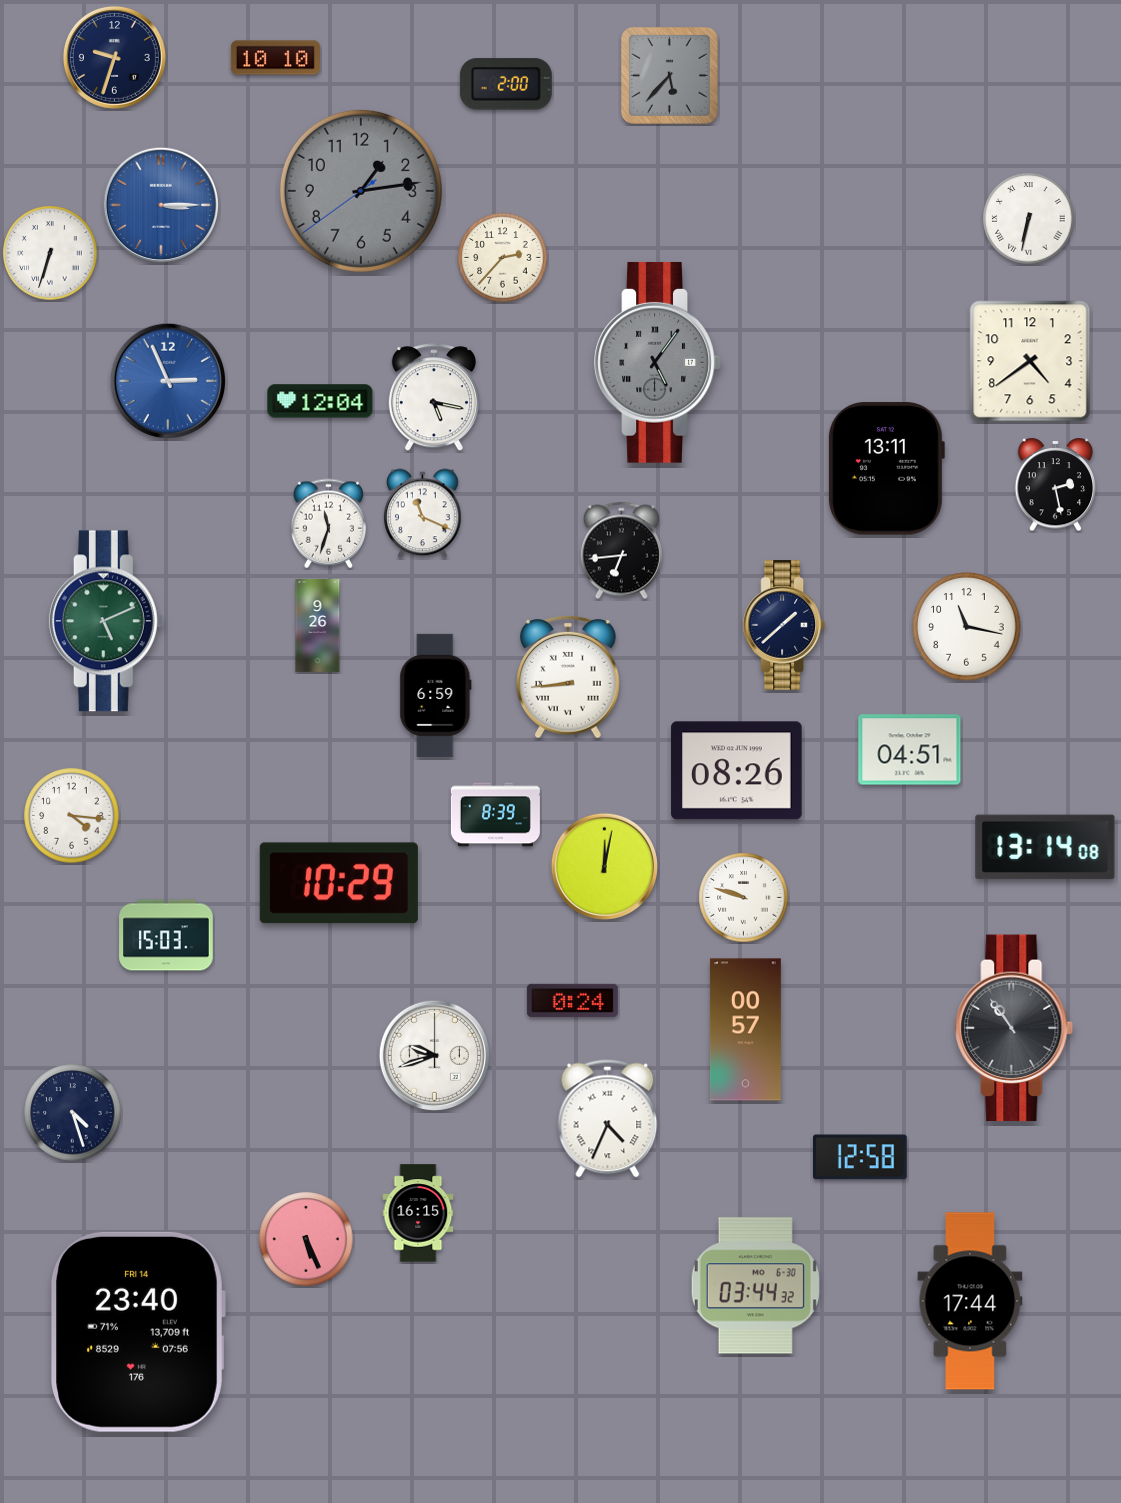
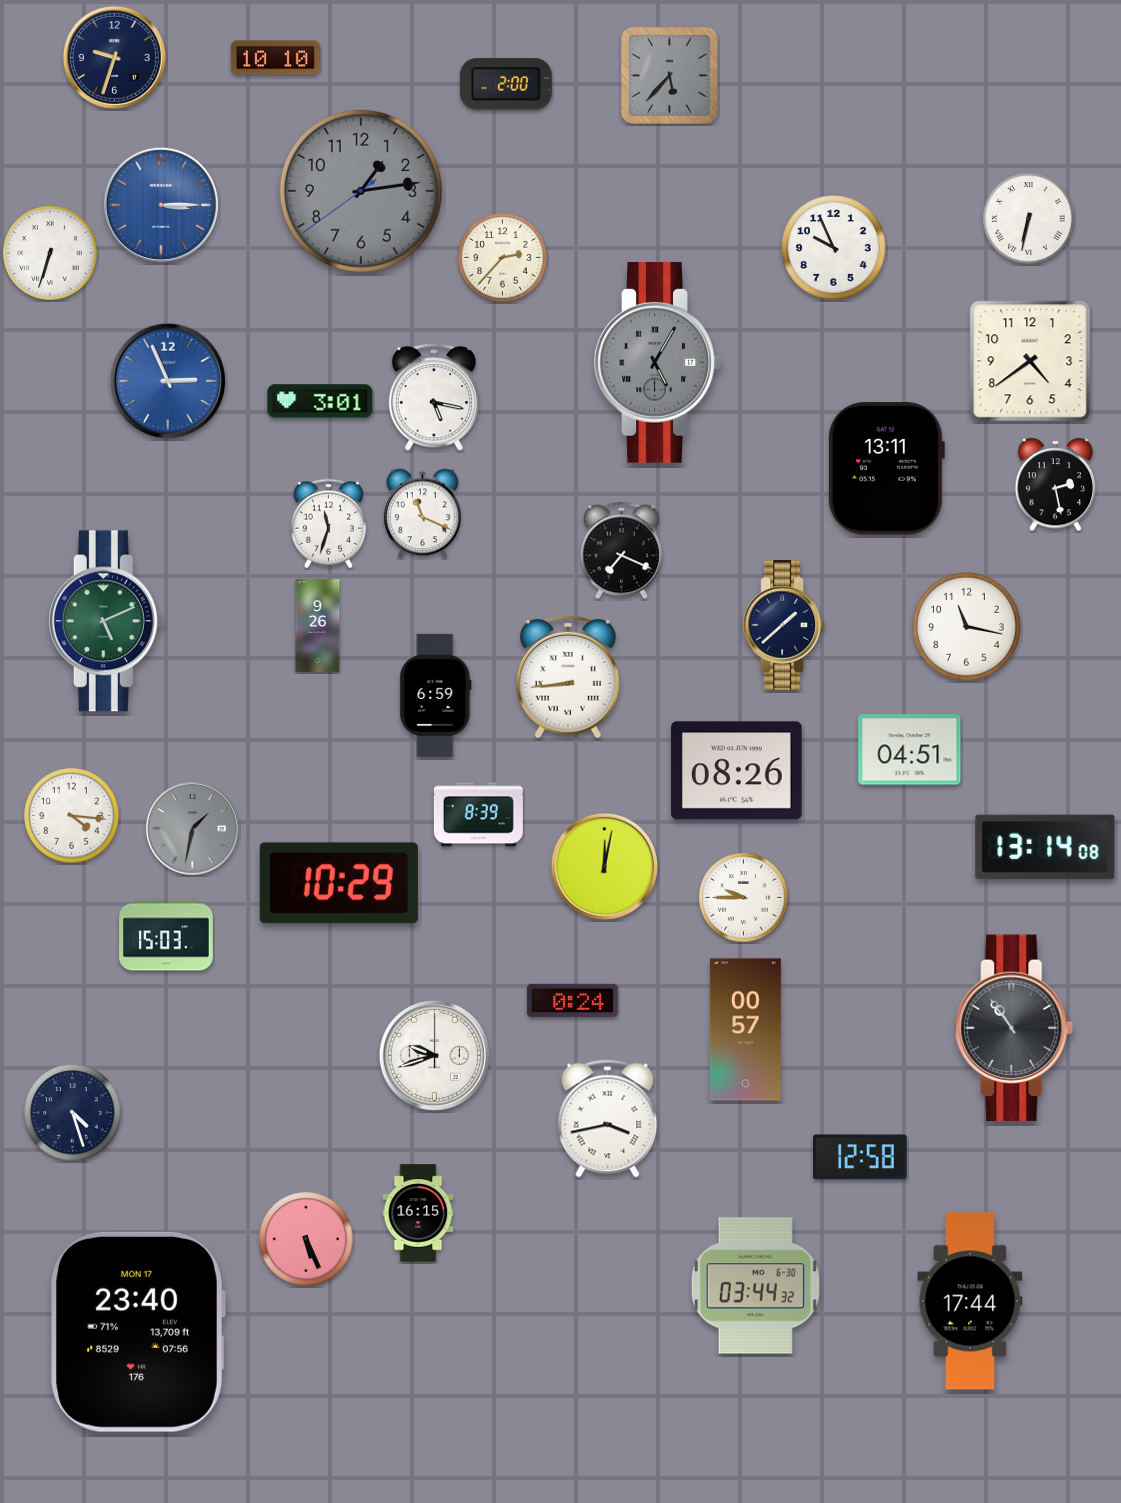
clock at (834, 248): none -> 9:56
clock at (658, 362): 5:06 -> 5:05
clock at (320, 401): 12:04 -> 3:01
clock at (621, 551): 6:44 -> 7:19
clock at (495, 815) position: (495, 815) -> (478, 815)
clock at (193, 829): none -> 1:32
clock at (744, 898): 9:48 -> 9:45
clock at (608, 1119): 4:34 -> 3:43
clock at (138, 1332) date: FRI 14 -> MON 17
